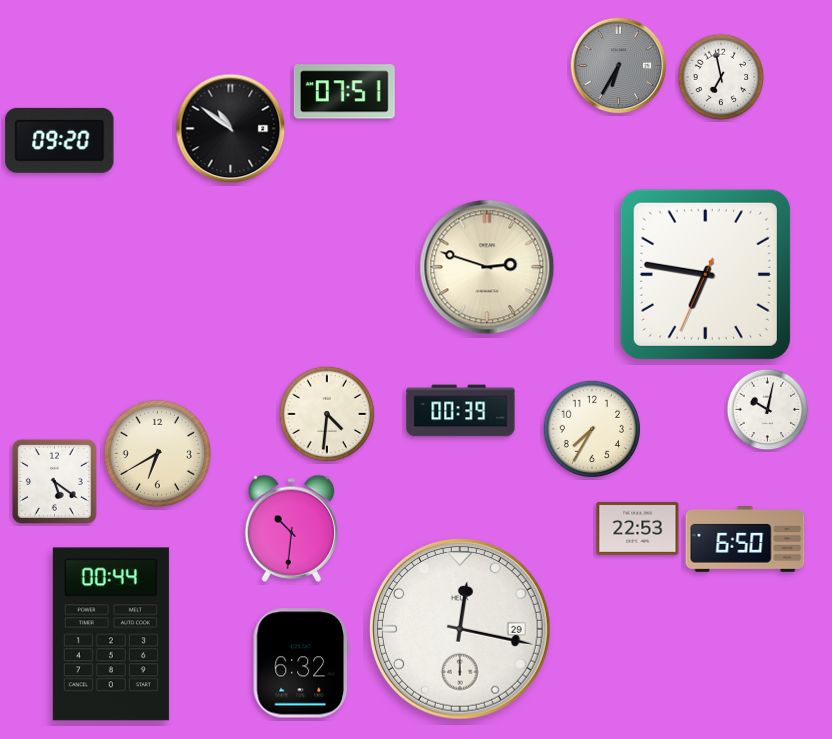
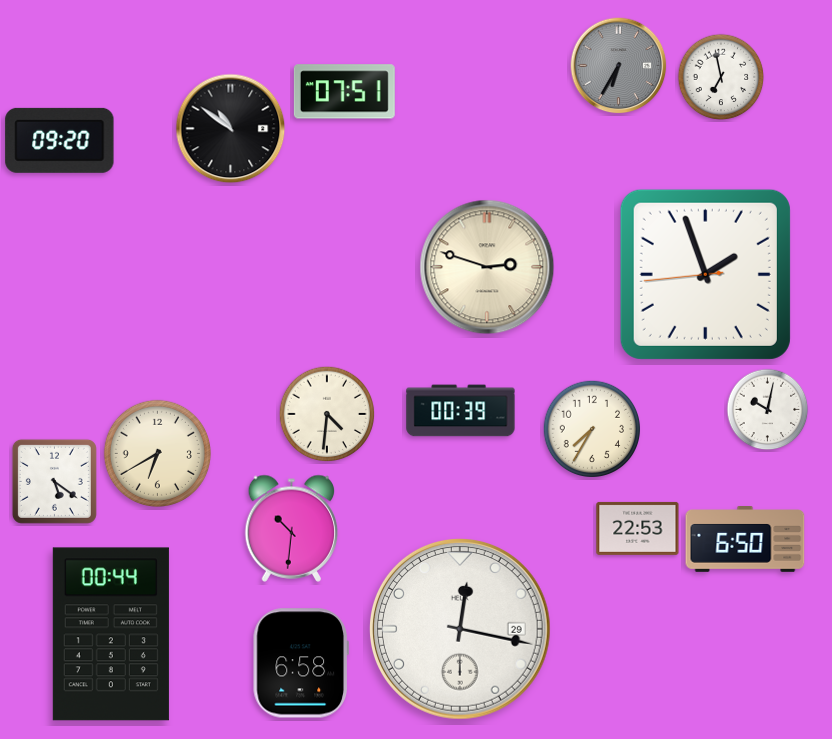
clock at (705, 274): 6:46 -> 1:56
clock at (301, 663): 6:32 -> 6:58
